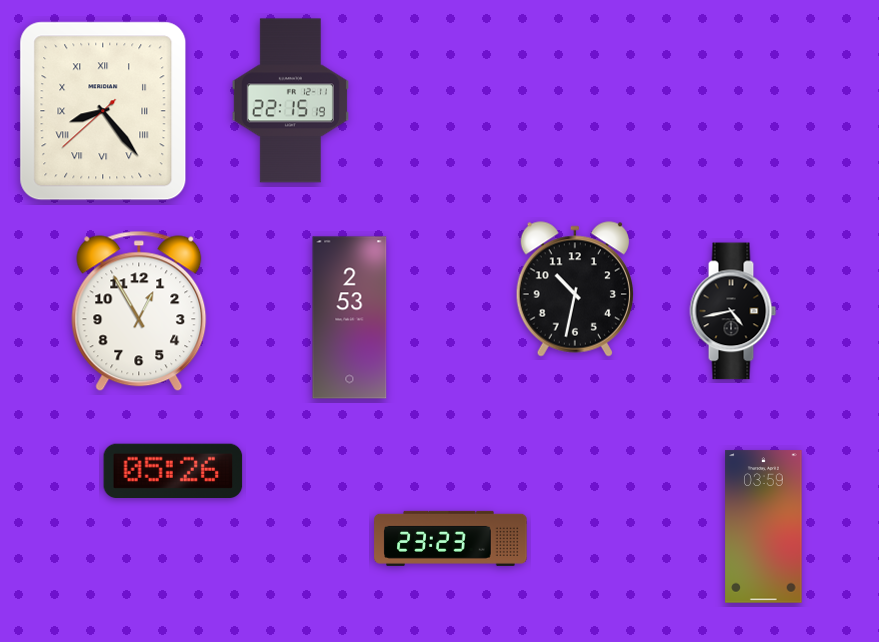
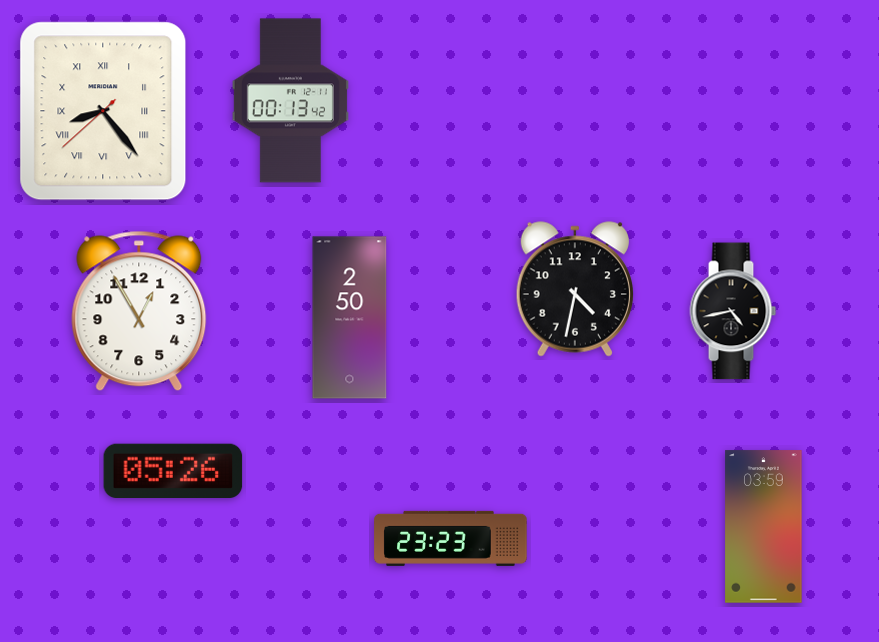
clock at (290, 101): 22:15 -> 00:13
clock at (575, 289): 10:32 -> 4:32
clock at (350, 318): 2:53 -> 2:50
